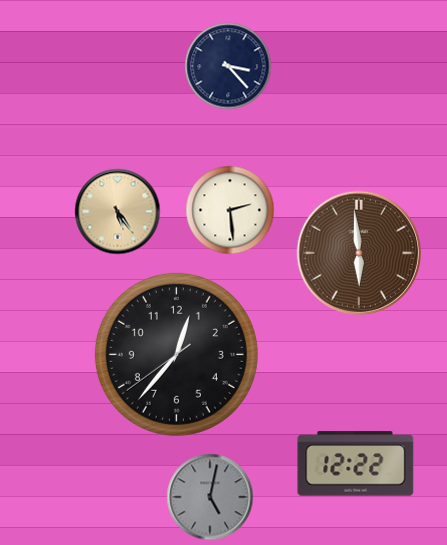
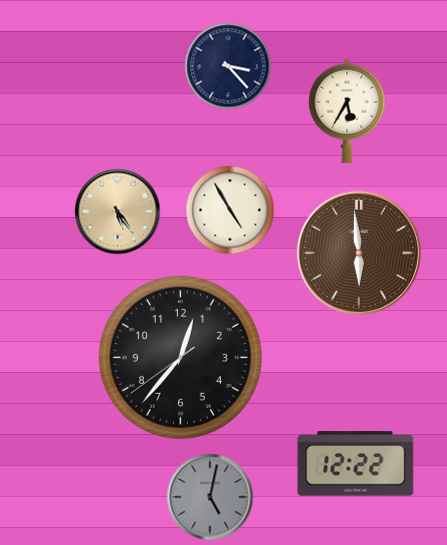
clock at (347, 111): none -> 5:35
clock at (230, 210): 2:29 -> 4:55
clock at (176, 354) position: (176, 354) -> (180, 357)
